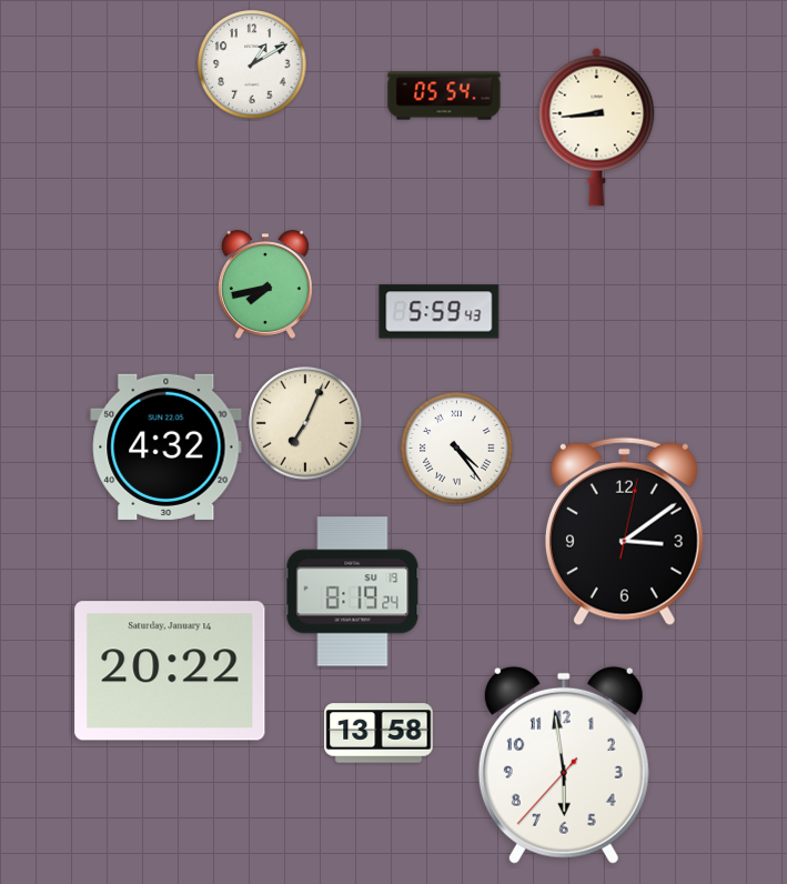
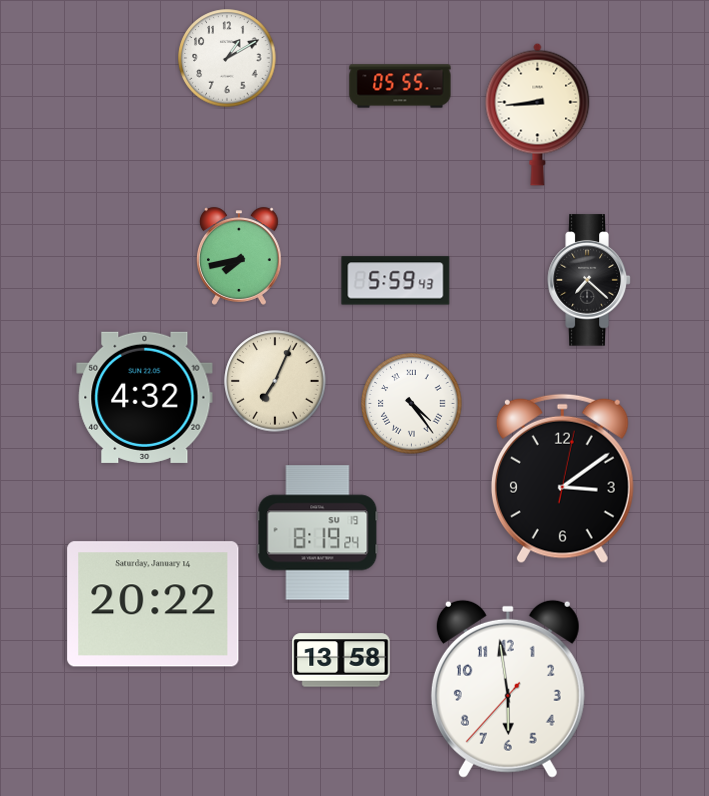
clock at (444, 96): 05:54 -> 05:55
clock at (589, 280): none -> 7:22
clock at (167, 446) position: (167, 446) -> (145, 397)
